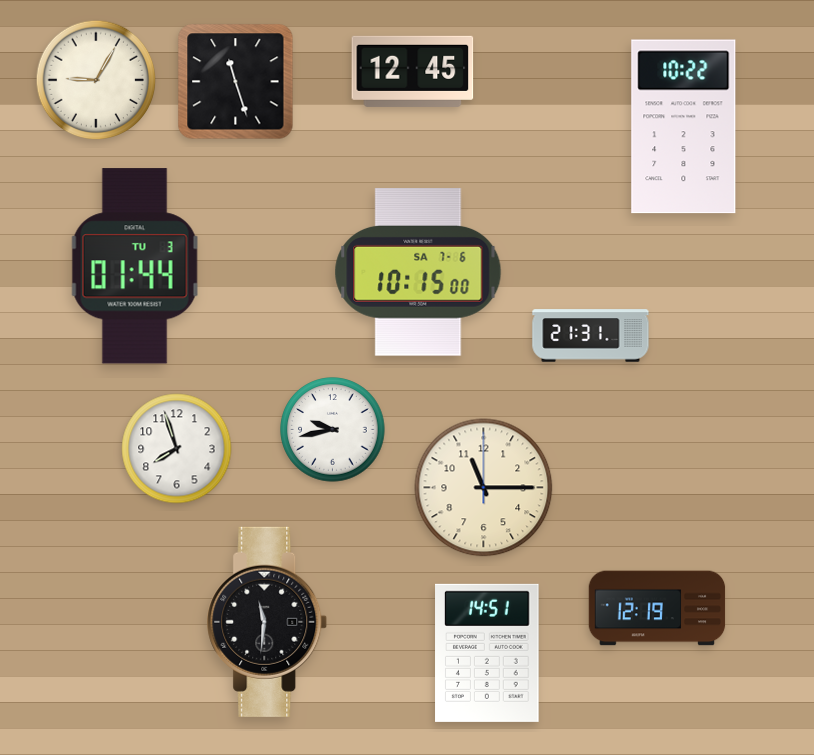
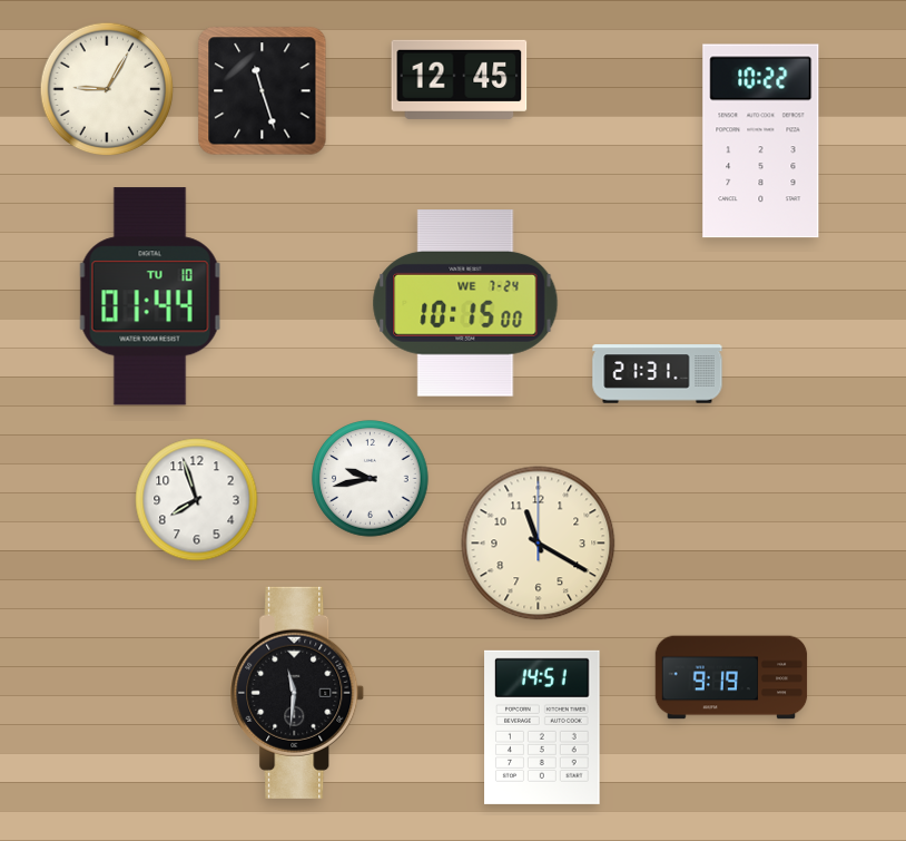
clock at (135, 266) date: TU 3 -> TU 10
clock at (418, 272) date: SA 7-6 -> WE 7-24
clock at (484, 488): 11:15 -> 11:20
clock at (657, 608): 12:19 -> 9:19
